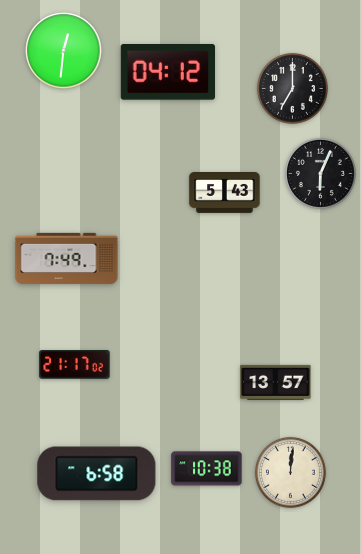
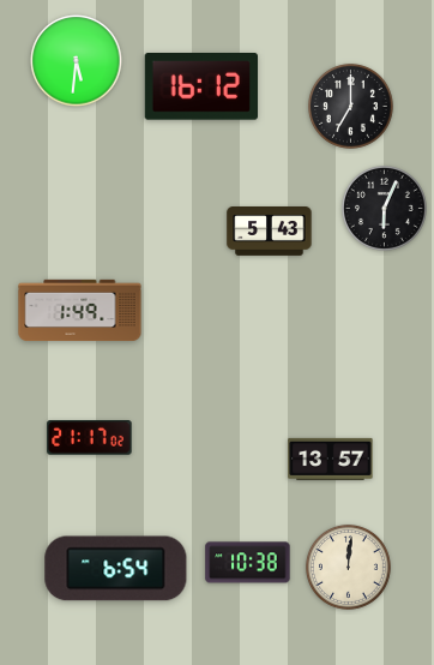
clock at (64, 51): 12:31 -> 5:31
clock at (167, 72): 04:12 -> 16:12
clock at (67, 259): 7:49 -> 1:49
clock at (97, 474): 6:58 -> 6:54
